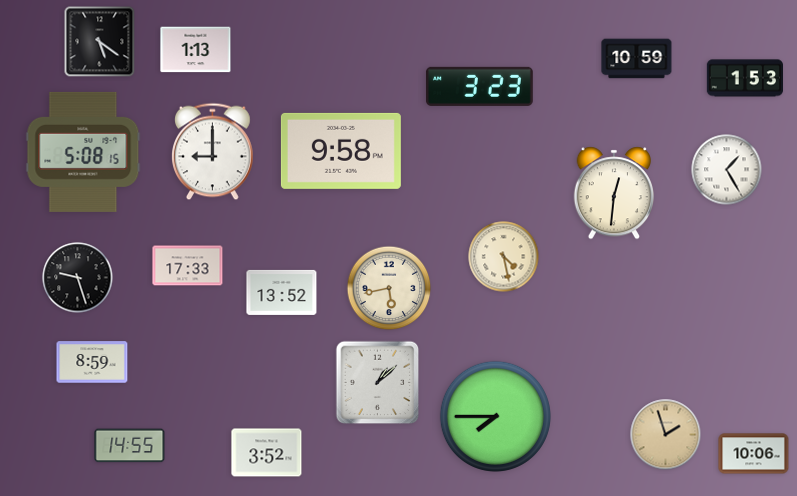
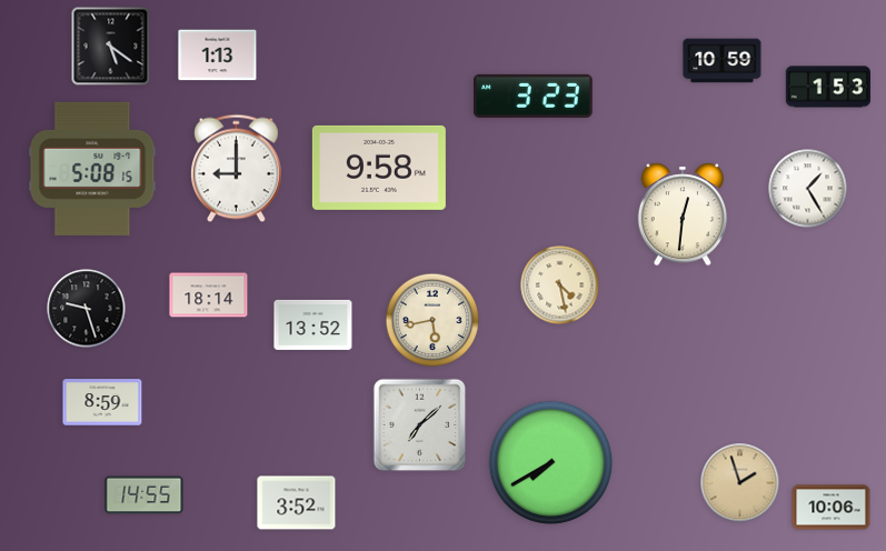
clock at (637, 59) position: (637, 59) -> (723, 61)
clock at (188, 266): 17:33 -> 18:14
clock at (378, 383): 1:08 -> 7:08
clock at (495, 416): 7:45 -> 7:40
clock at (754, 454) position: (754, 454) -> (832, 508)
